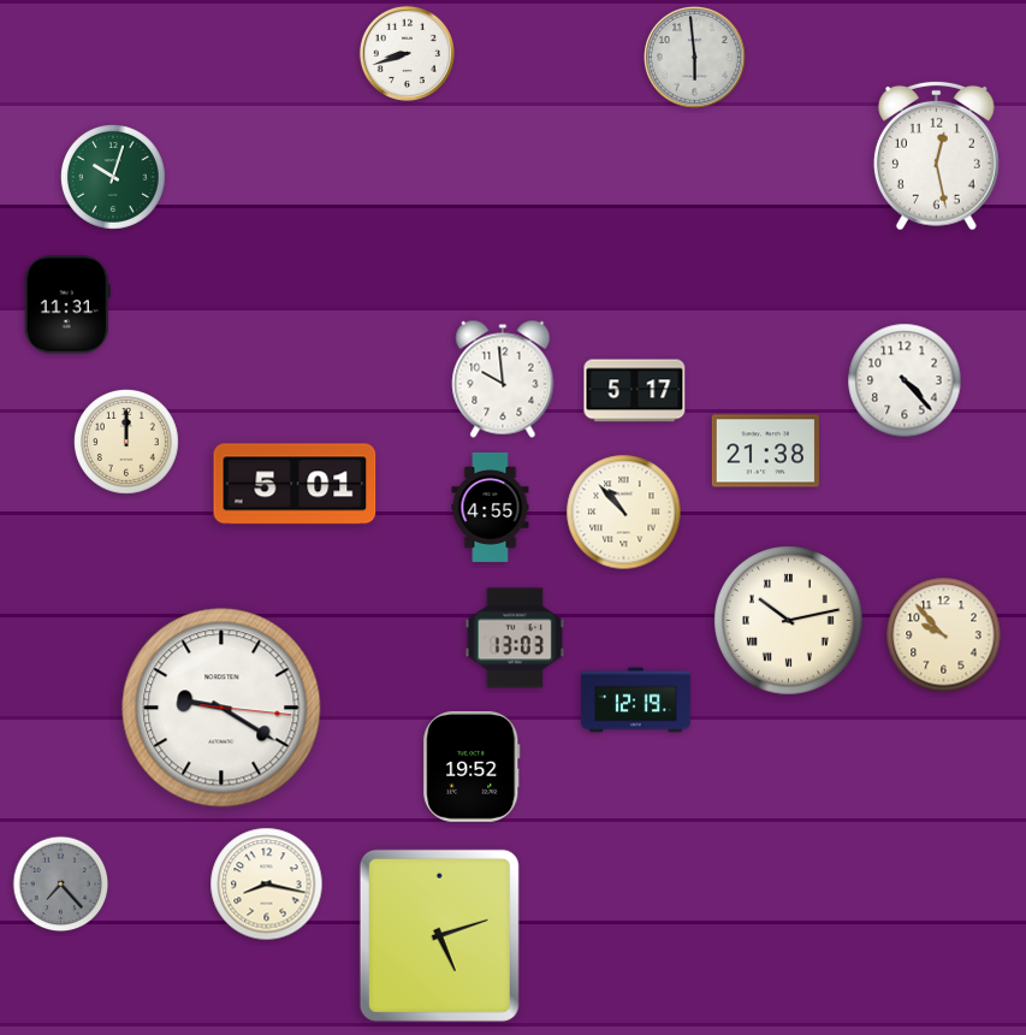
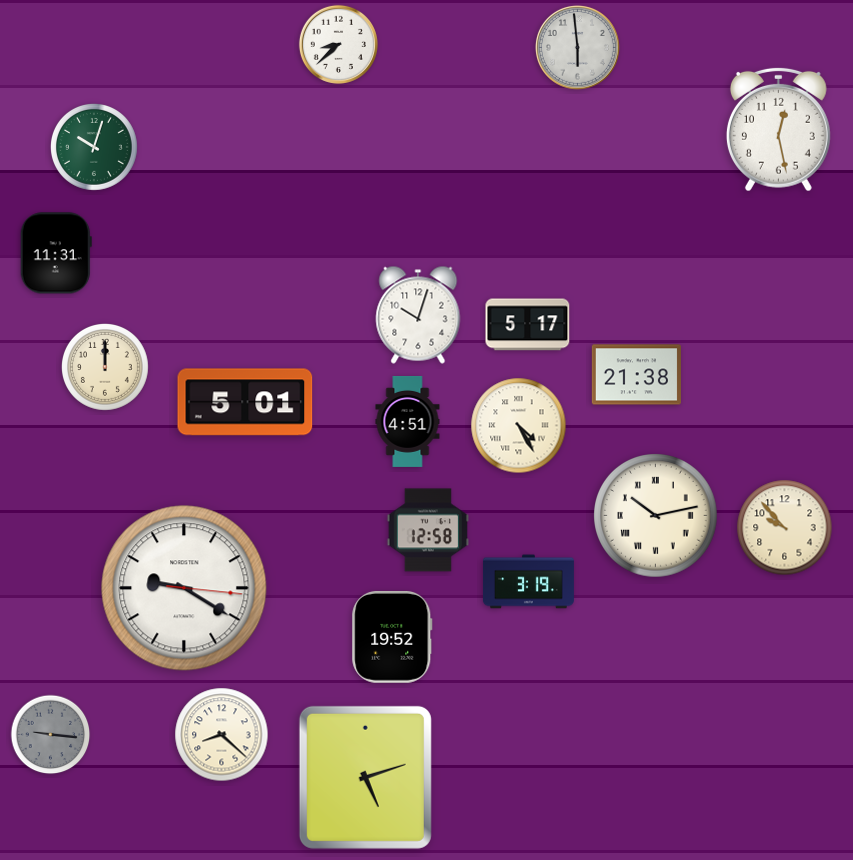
clock at (407, 53): 8:42 -> 8:38
clock at (503, 379): 9:59 -> 10:03
clock at (905, 380): 4:23 -> none
clock at (491, 507): 4:55 -> 4:51
clock at (624, 513): 10:53 -> 4:25
clock at (514, 638): 13:03 -> 12:58
clock at (635, 700): 12:19 -> 3:19
clock at (61, 885): 7:23 -> 9:16
clock at (267, 885): 8:17 -> 8:22
